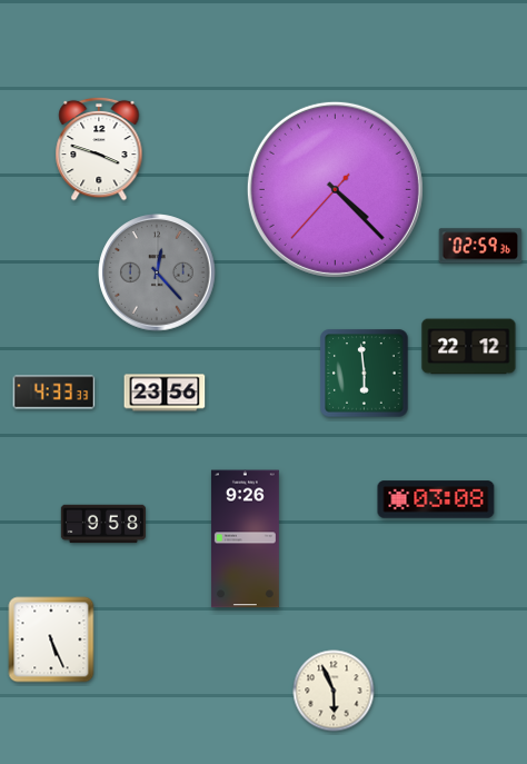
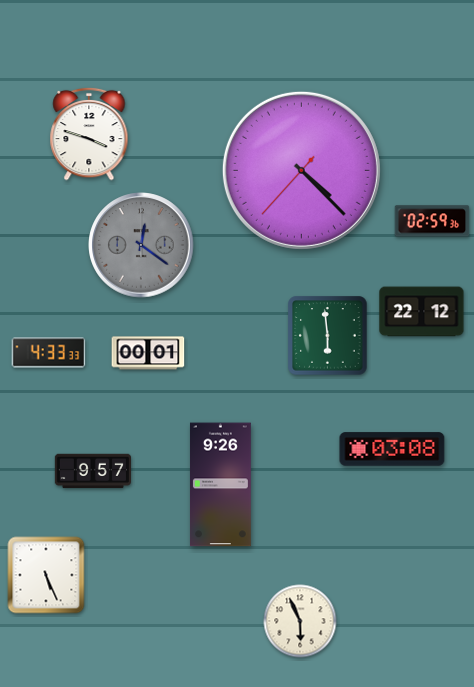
clock at (157, 272): 12:23 -> 12:21
clock at (165, 393): 23:56 -> 00:01
clock at (102, 524): 9:58 -> 9:57
